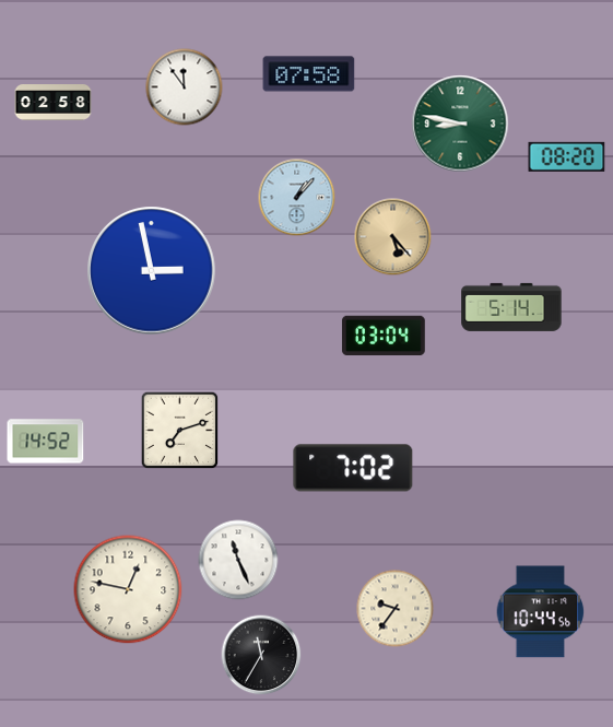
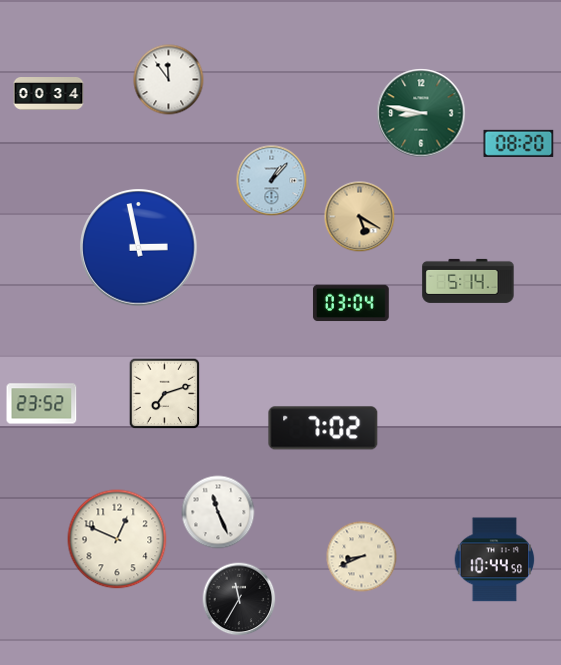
clock at (309, 74): 07:58 -> none
clock at (54, 103): 02:58 -> 00:34
clock at (393, 237): 5:23 -> 5:20
clock at (384, 336) position: (384, 336) -> (351, 303)
clock at (46, 442): 14:52 -> 23:52
clock at (128, 589): 12:47 -> 12:49
clock at (396, 609): 9:36 -> 8:41
clock at (541, 612): 10:44:56 -> 10:44:50
